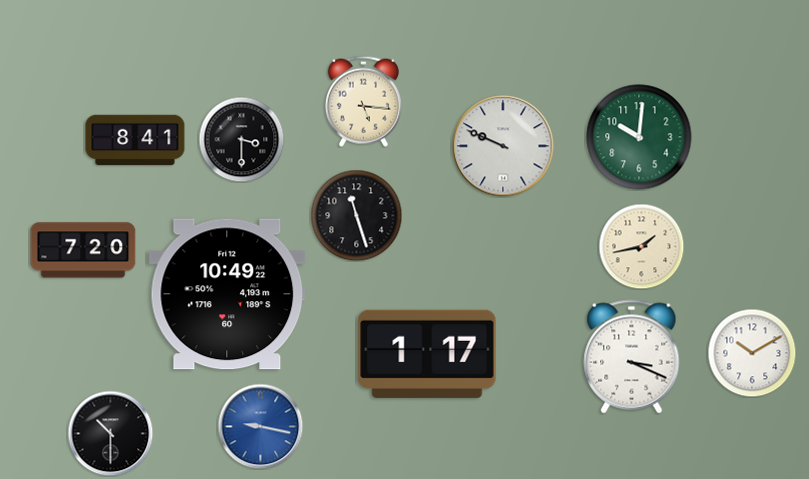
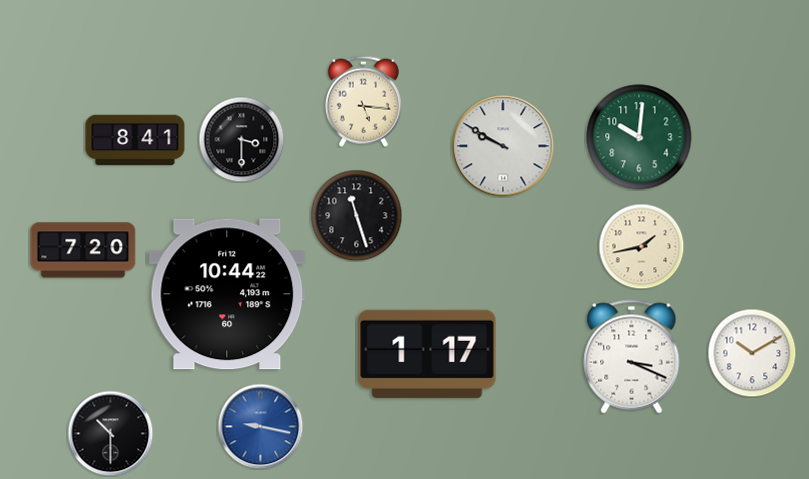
clock at (503, 146): 9:49 -> 9:50
clock at (227, 294): 10:49 -> 10:44
